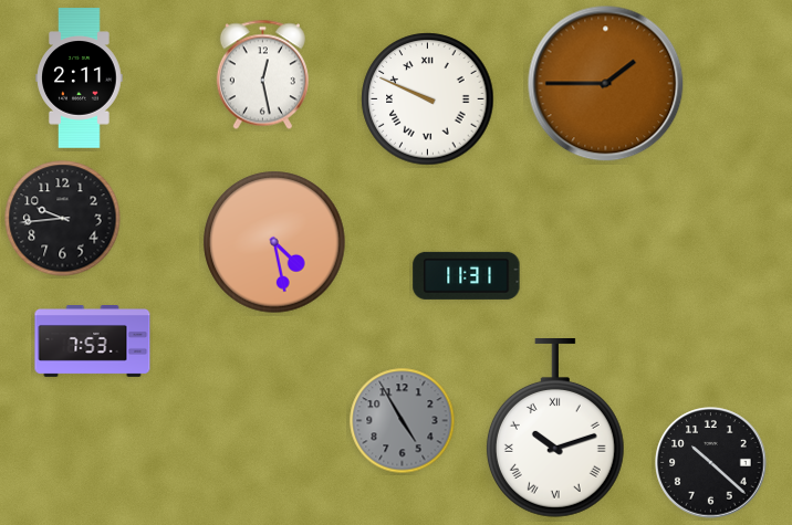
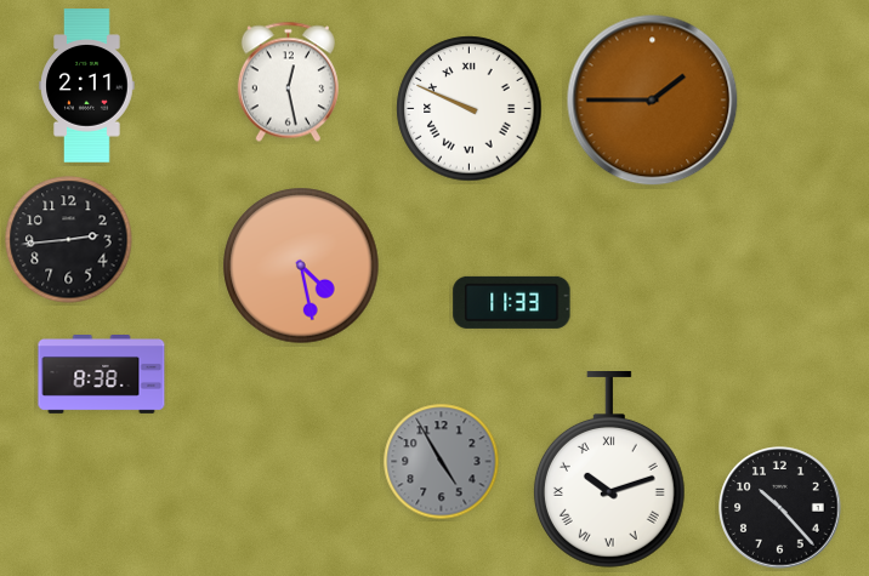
clock at (606, 84) position: (606, 84) -> (653, 101)
clock at (63, 219): 9:44 -> 2:44
clock at (467, 275): 11:31 -> 11:33
clock at (93, 342): 7:53 -> 8:38
clock at (711, 463): 10:22 -> 10:23
